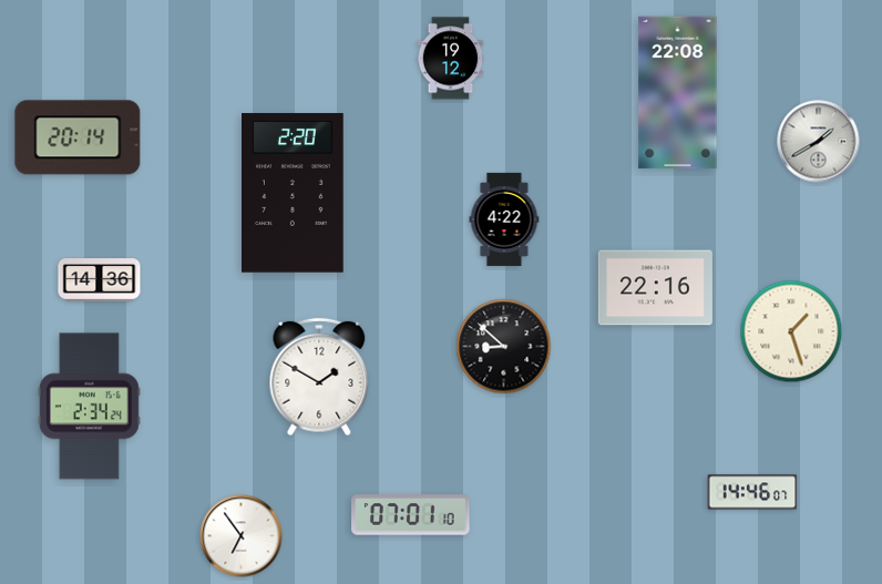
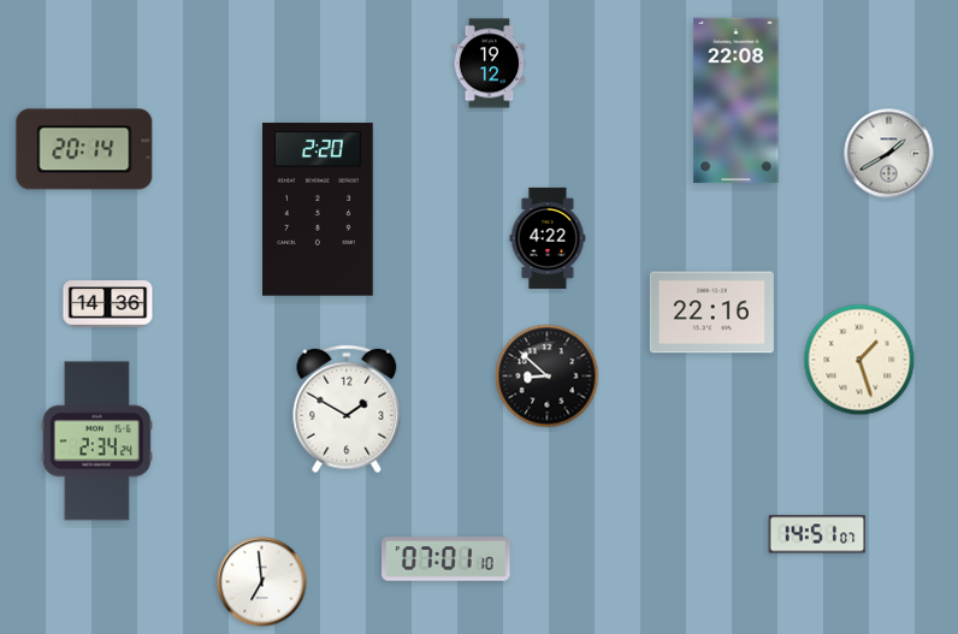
clock at (752, 492): 14:46 -> 14:51
clock at (242, 536): 6:54 -> 6:59
